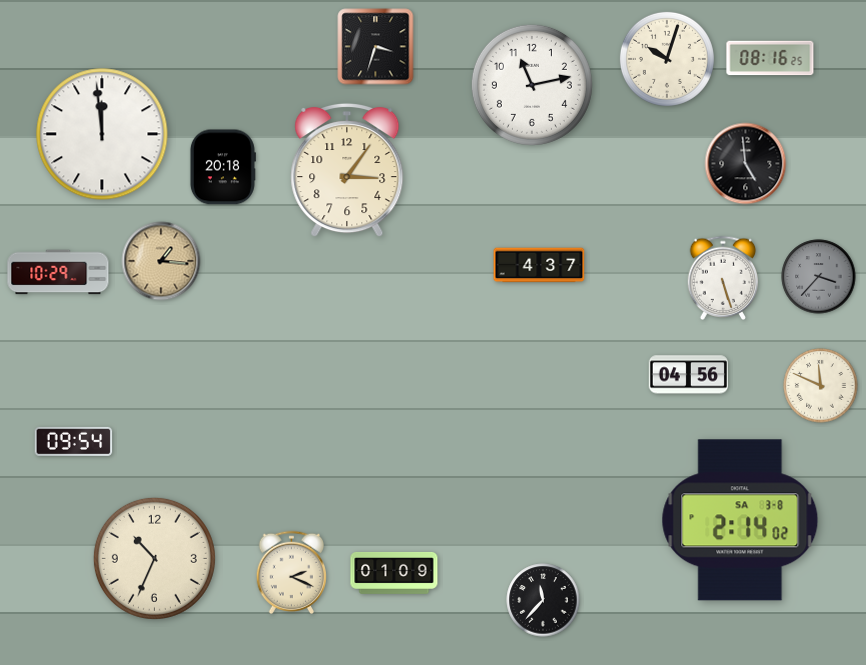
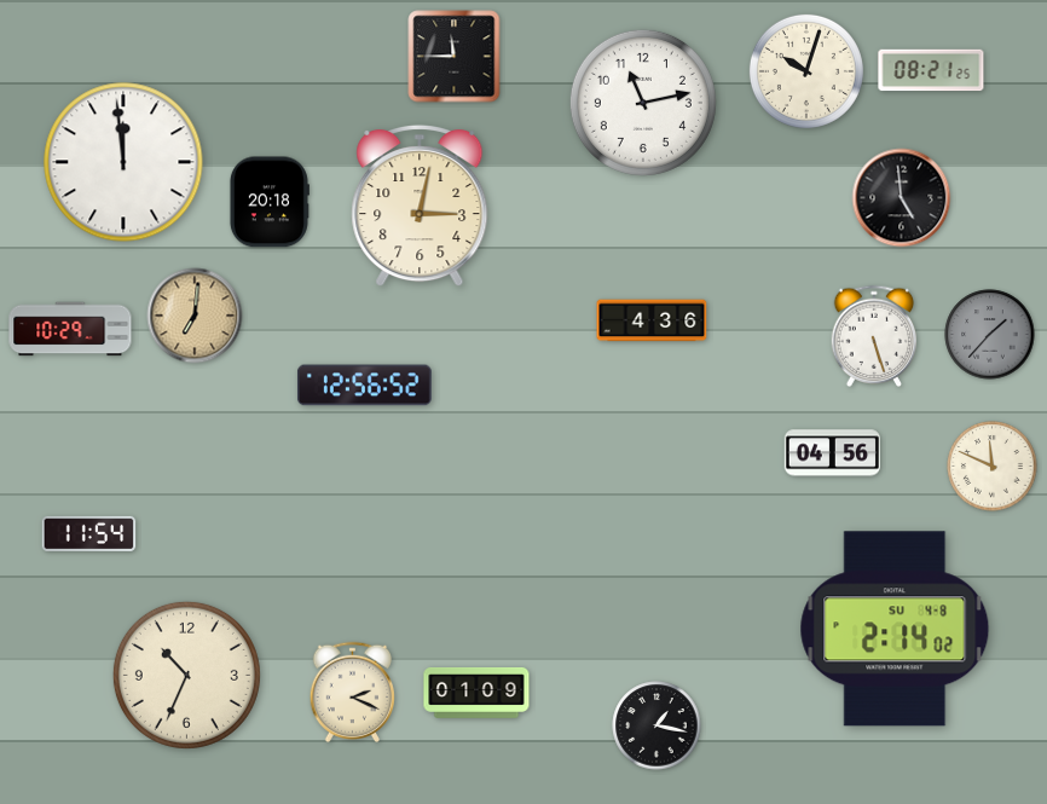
clock at (376, 47): 3:33 -> 11:45
clock at (770, 58): 08:16 -> 08:21
clock at (347, 170): 3:06 -> 3:02
clock at (161, 261): 1:16 -> 7:01
clock at (539, 265): 4:37 -> 4:36
clock at (819, 277): 3:37 -> 1:37
clock at (364, 386): none -> 12:56
clock at (74, 441): 09:54 -> 11:54
clock at (740, 520) date: SA 3-8 -> SU 4-8
clock at (543, 600): 11:37 -> 1:17
